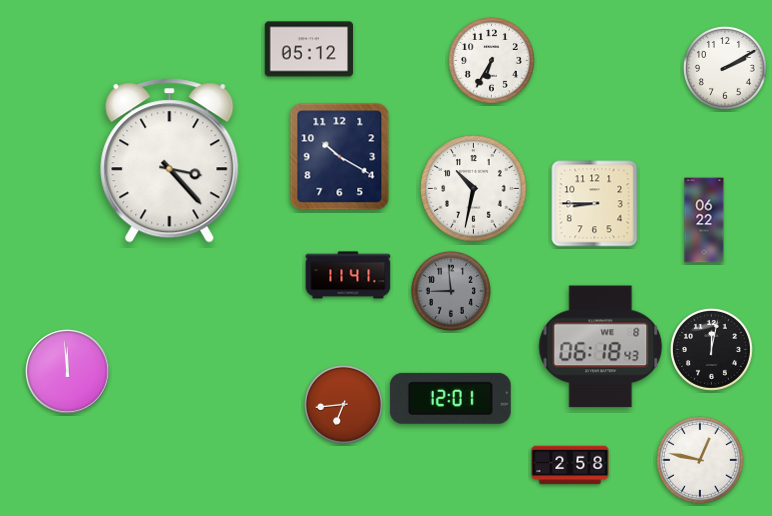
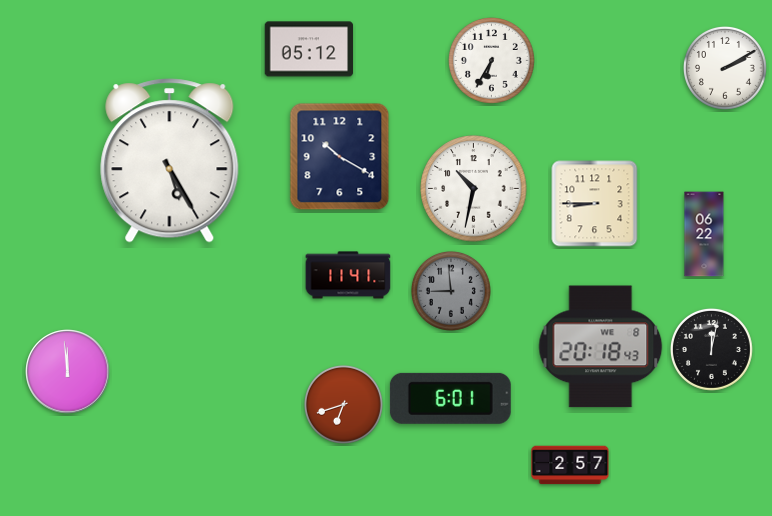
clock at (170, 161): 3:23 -> 5:25
clock at (704, 220) position: (704, 220) -> (704, 234)
clock at (601, 347): 06:18 -> 20:18
clock at (450, 398): 12:01 -> 6:01
clock at (343, 404): 6:44 -> 6:42
clock at (701, 461): 12:47 -> none
clock at (570, 465): 2:58 -> 2:57
